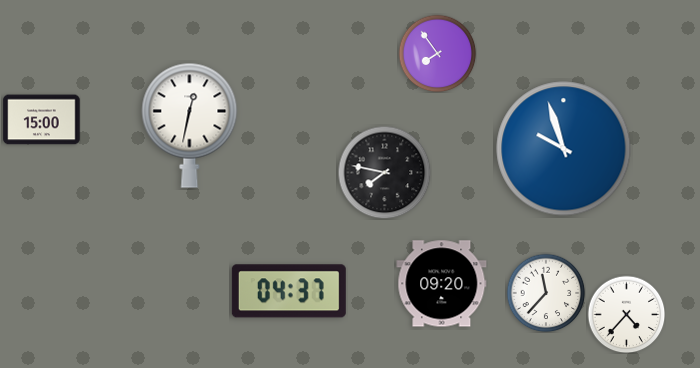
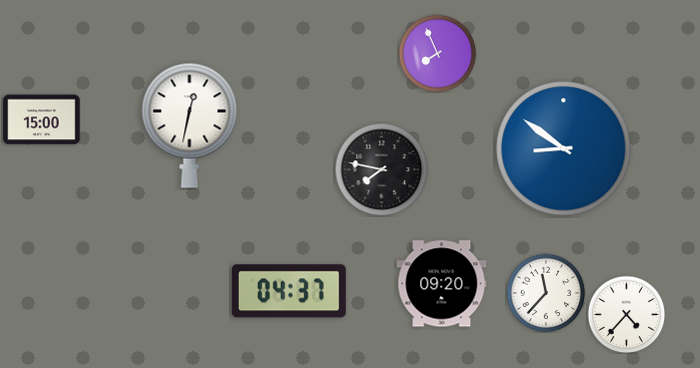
clock at (437, 53): 7:54 -> 7:56
clock at (564, 149): 9:57 -> 8:51
clock at (384, 172) position: (384, 172) -> (381, 169)
